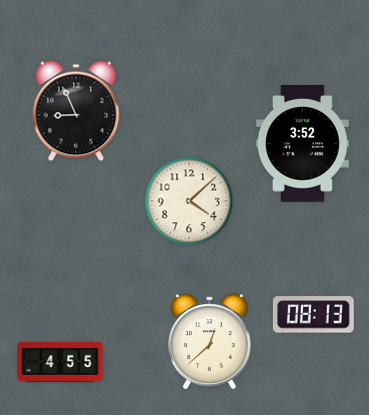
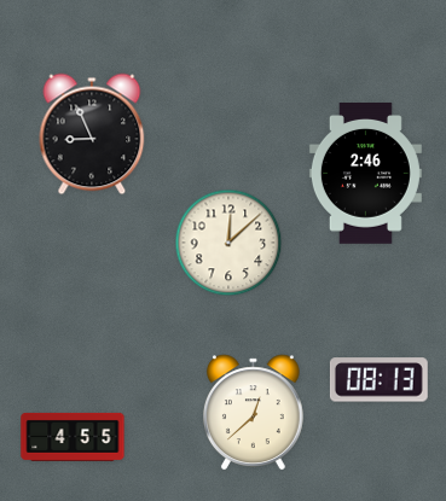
clock at (302, 144): 3:52 -> 2:46
clock at (189, 201): 4:08 -> 12:08
